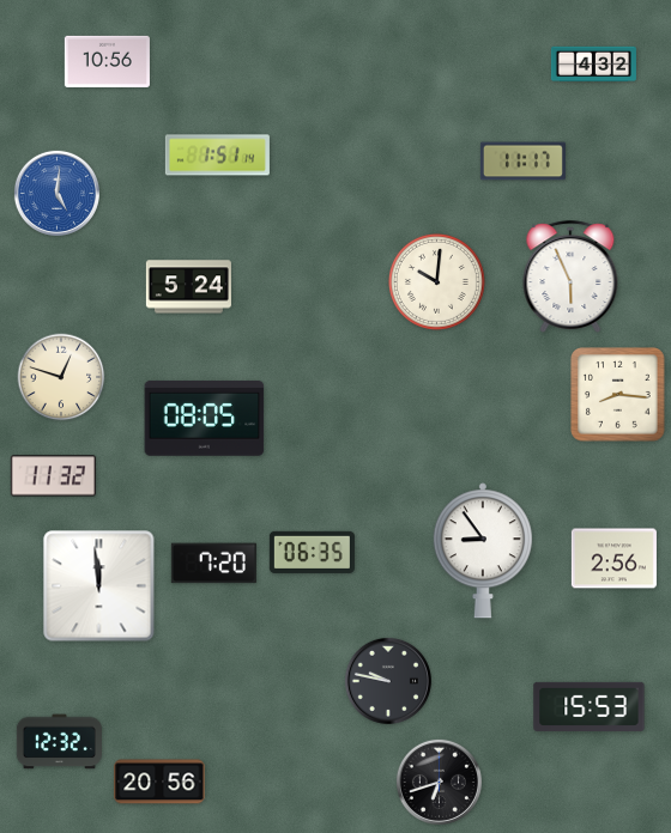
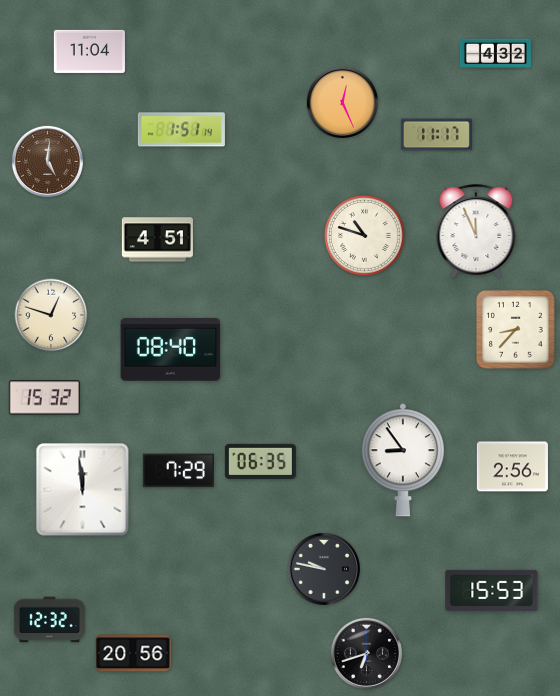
clock at (107, 61): 10:56 -> 11:04
clock at (342, 102): none -> 12:26
clock at (56, 193) dial: blue -> brown
clock at (570, 276): 5:56 -> 11:56
clock at (436, 281): 10:01 -> 10:48
clock at (188, 287): 5:24 -> 4:51
clock at (618, 395): 8:16 -> 8:37
clock at (205, 419): 08:05 -> 08:40
clock at (53, 476): 11:32 -> 15:32
clock at (213, 564): 7:20 -> 7:29
